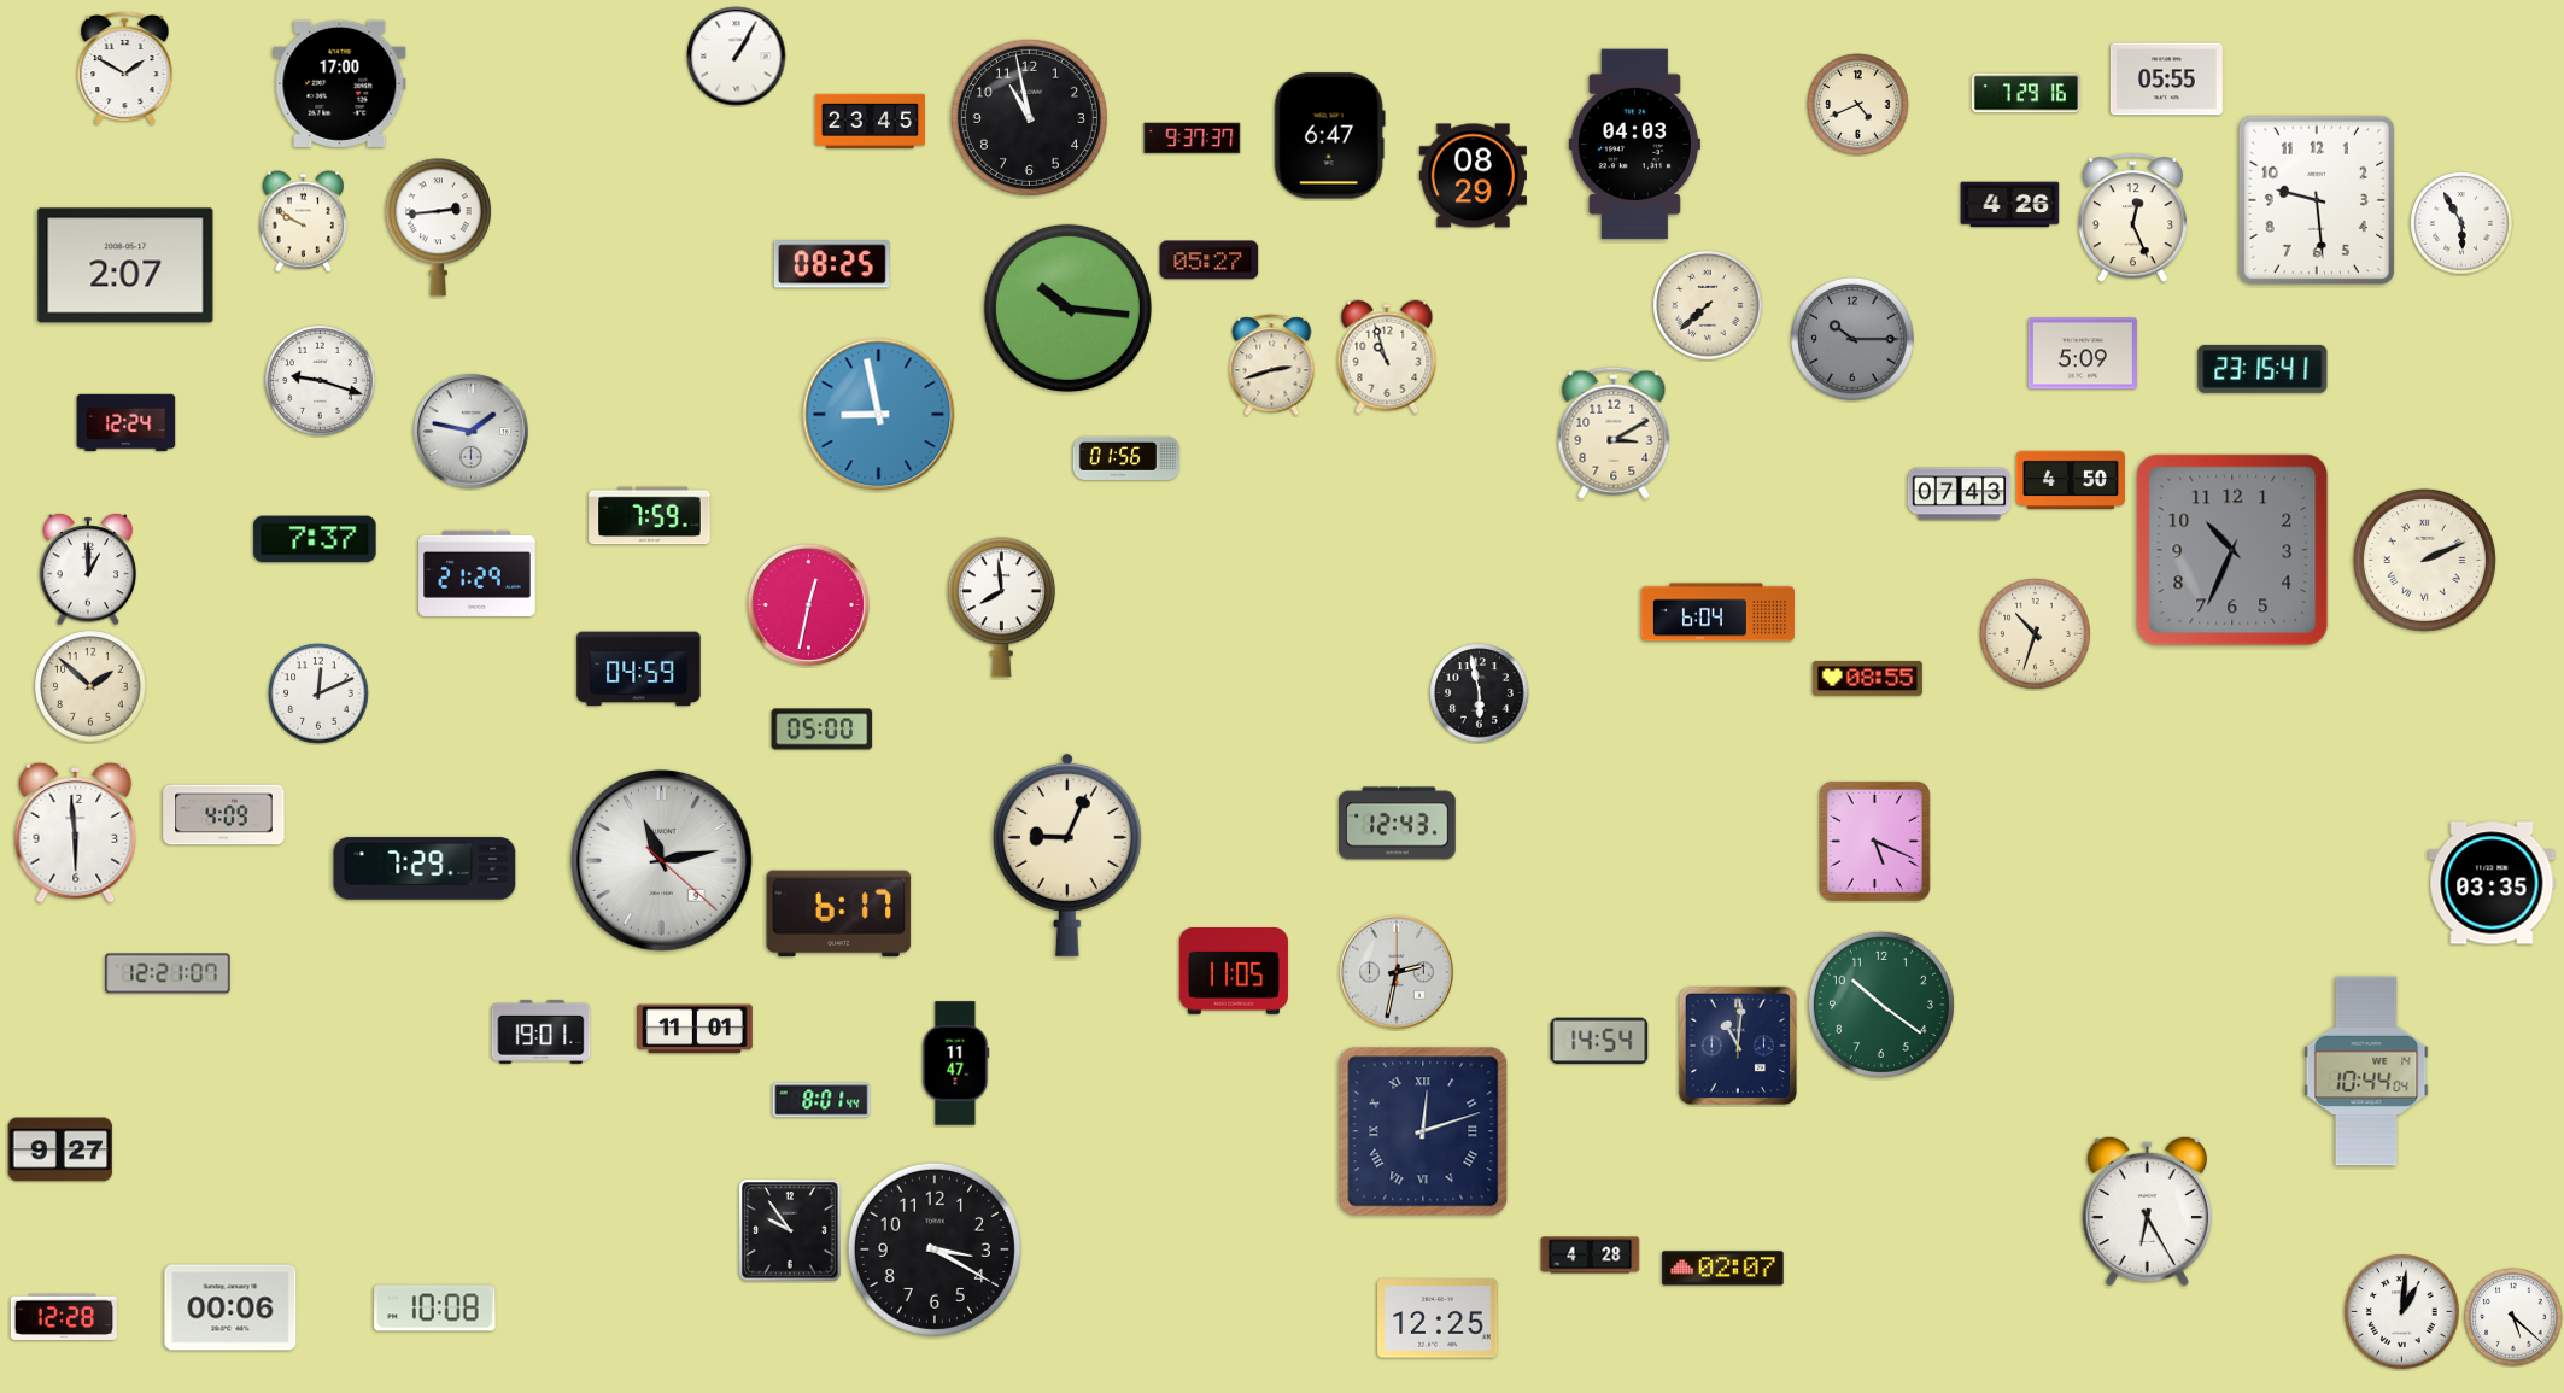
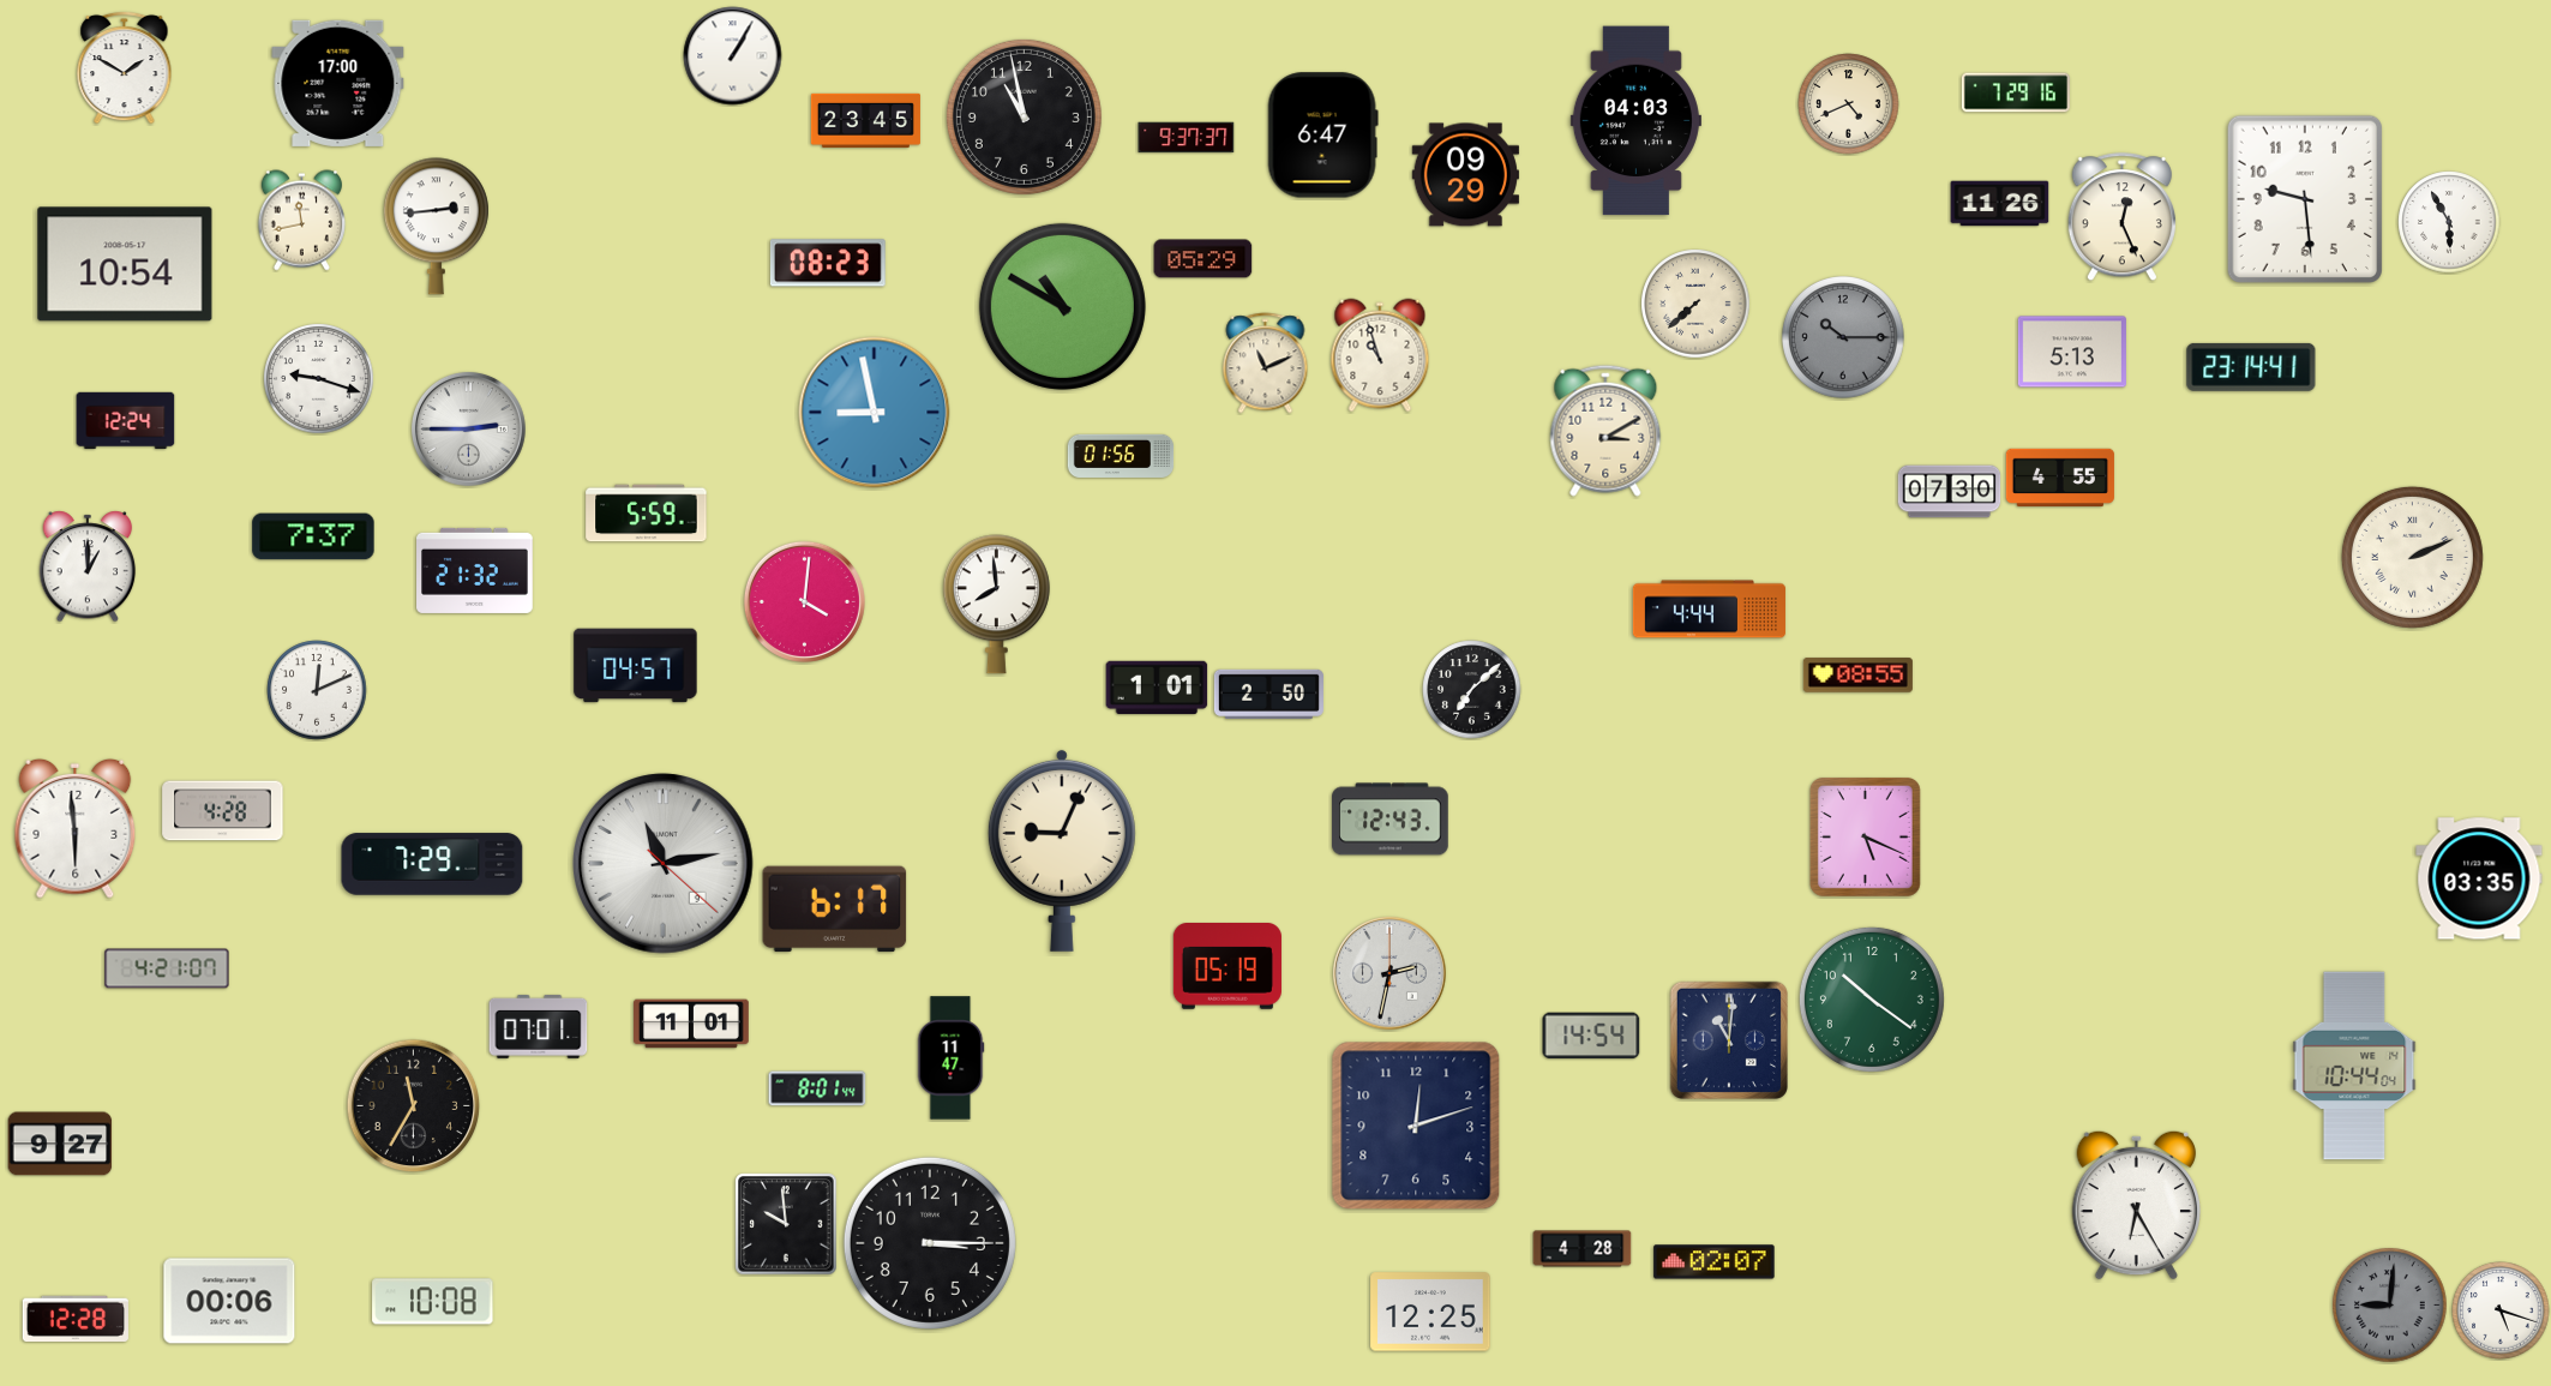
clock at (2166, 80): 05:55 -> none
clock at (1634, 145) position: (1634, 145) -> (1635, 121)
clock at (1473, 176): 08:29 -> 09:29
clock at (2010, 205): 4:26 -> 11:26
clock at (303, 222): 9:50 -> 11:43
clock at (1210, 261): 05:27 -> 05:29
clock at (832, 264): 08:25 -> 08:23
clock at (125, 265): 2:07 -> 10:54
clock at (1708, 305) position: (1708, 305) -> (1695, 304)
clock at (1067, 308): 10:16 -> 10:50
clock at (2083, 353): 5:09 -> 5:13
clock at (1272, 365): 2:42 -> 11:11
clock at (2262, 369): 23:15 -> 23:14
clock at (470, 431): 1:47 -> 2:45
clock at (2071, 479): 4:50 -> 4:55
clock at (1960, 494): 07:43 -> 07:30
clock at (650, 516): 7:59 -> 5:59
clock at (2232, 550): 10:34 -> none
clock at (478, 573): 21:29 -> 21:32
clock at (808, 604): 12:32 -> 4:01
clock at (1717, 613): 6:04 -> 4:44
clock at (2036, 634): 10:33 -> none
clock at (639, 669): 04:59 -> 04:57
clock at (90, 686): 1:52 -> none
clock at (1157, 688): none -> 1:01
clock at (1480, 693): 5:58 -> 7:08
clock at (1268, 694): none -> 2:50
clock at (823, 730): 05:00 -> none
clock at (224, 815): 4:09 -> 4:28
clock at (662, 861) position: (662, 861) -> (664, 864)
clock at (425, 868) position: (425, 868) -> (432, 864)
clock at (1234, 972): 11:05 -> 05:19
clock at (1397, 972) position: (1397, 972) -> (1389, 973)
clock at (168, 973): 12:21 -> 4:21
clock at (542, 1031): 19:01 -> 07:01
clock at (821, 1100) position: (821, 1100) -> (817, 1088)
clock at (414, 1106): none -> 11:35
clock at (1423, 1131) numerals: Roman -> Arabic
clock at (790, 1230): 9:54 -> 9:59
clock at (935, 1249): 3:20 -> 3:15
clock at (2402, 1312): 1:01 -> 9:01
clock at (2402, 1312) dial: white -> grey
clock at (64, 1316) position: (64, 1316) -> (76, 1318)
clock at (2513, 1317): 5:22 -> 5:18
